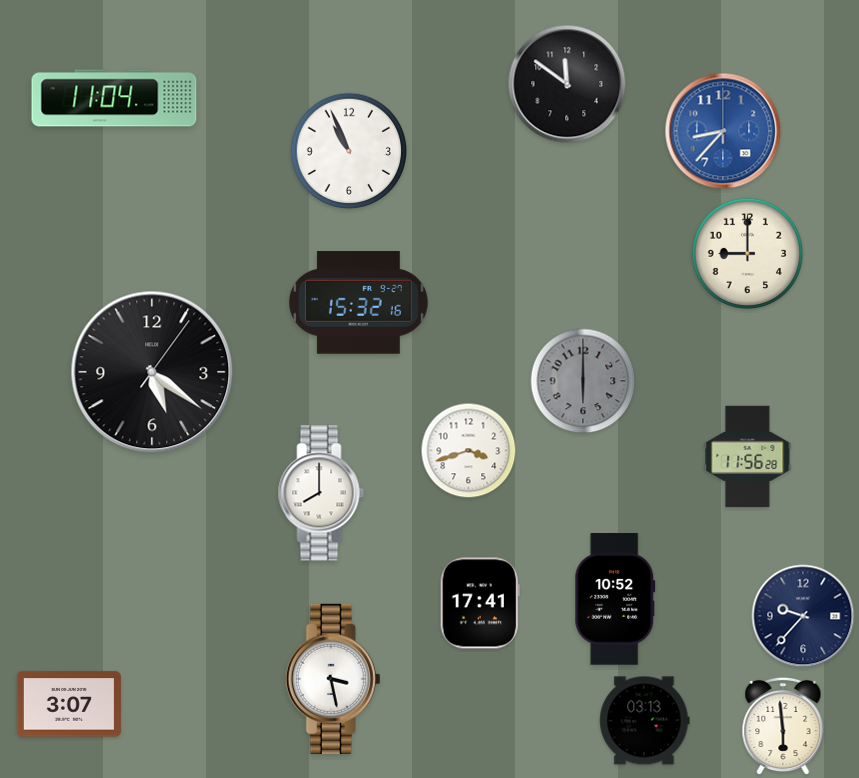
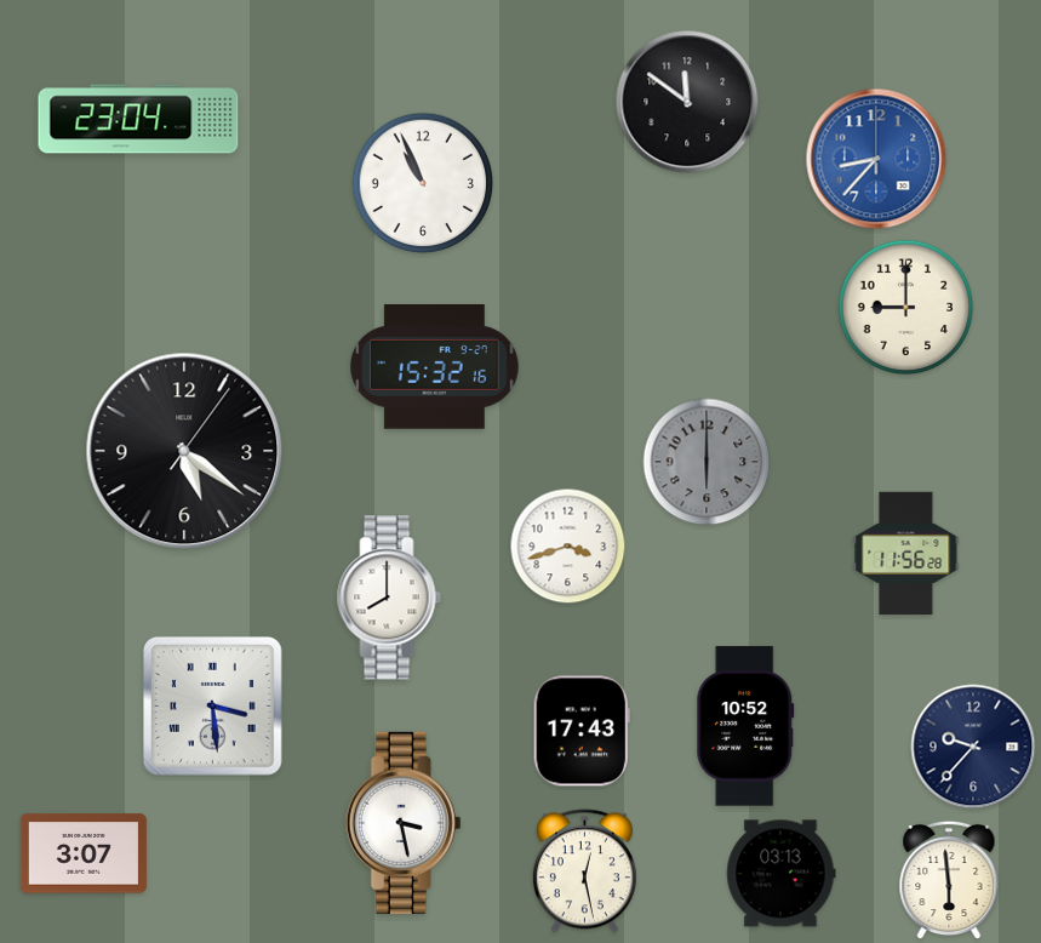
clock at (114, 98): 11:04 -> 23:04
clock at (213, 705): none -> 3:29
clock at (480, 603): 17:41 -> 17:43
clock at (584, 871): none -> 12:28
